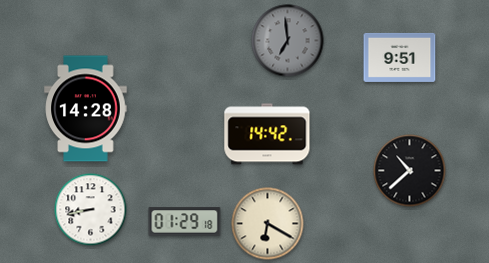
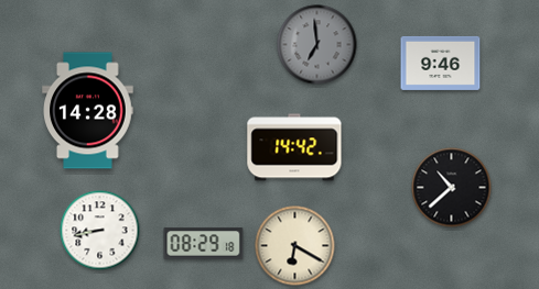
clock at (400, 57): 9:51 -> 9:46
clock at (86, 109) position: (86, 109) -> (88, 111)
clock at (185, 222): 01:29 -> 08:29
